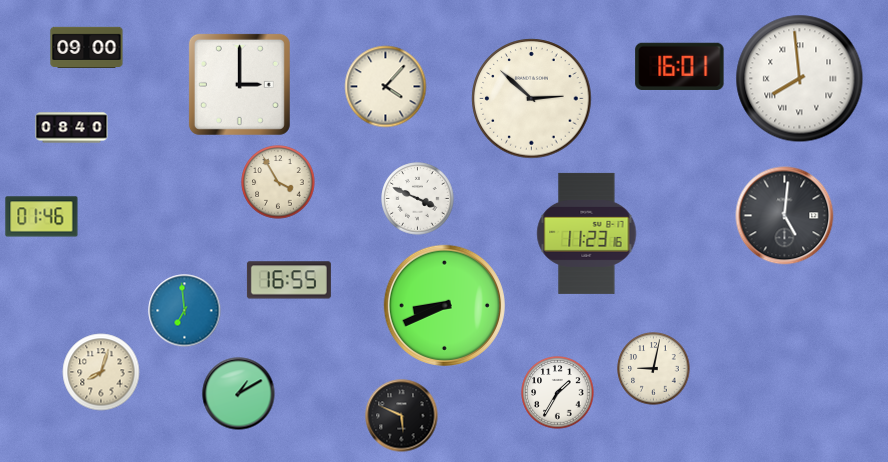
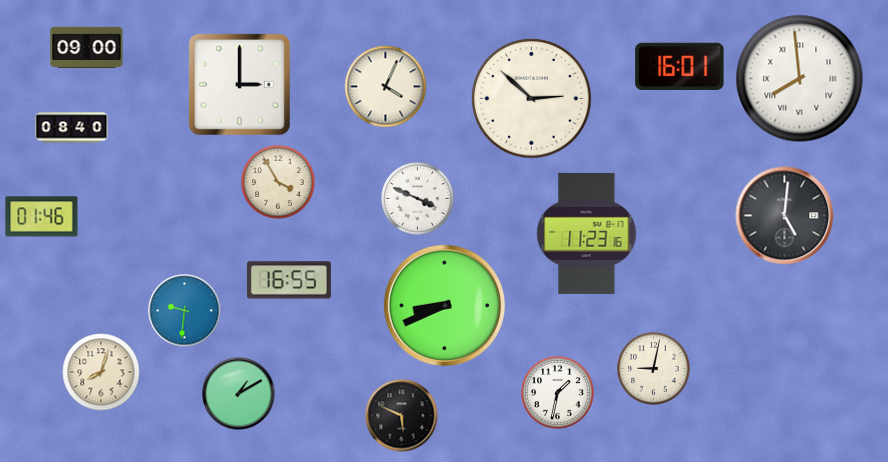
clock at (386, 87): 4:07 -> 4:04
clock at (185, 311): 6:59 -> 9:31
clock at (558, 393): 1:35 -> 1:32
